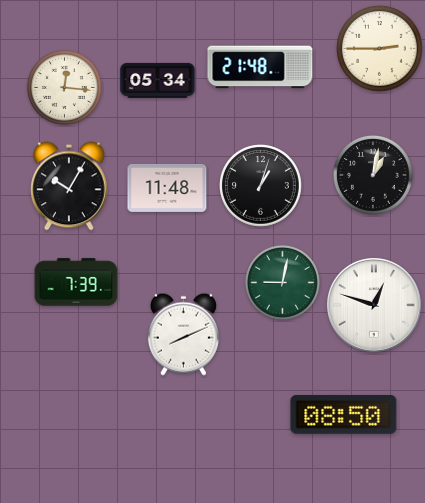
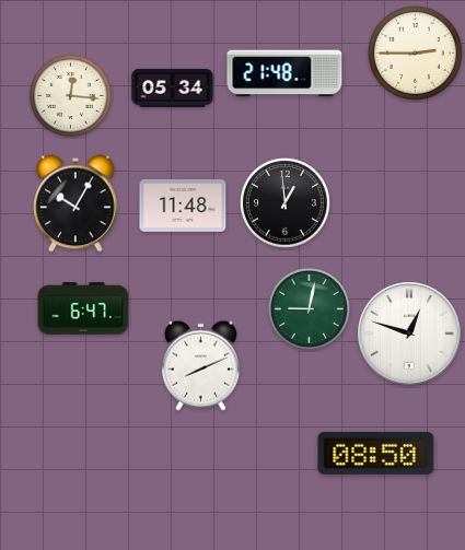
clock at (374, 176): 1:02 -> none
clock at (261, 186): 1:03 -> 12:59
clock at (76, 282): 7:39 -> 6:47
